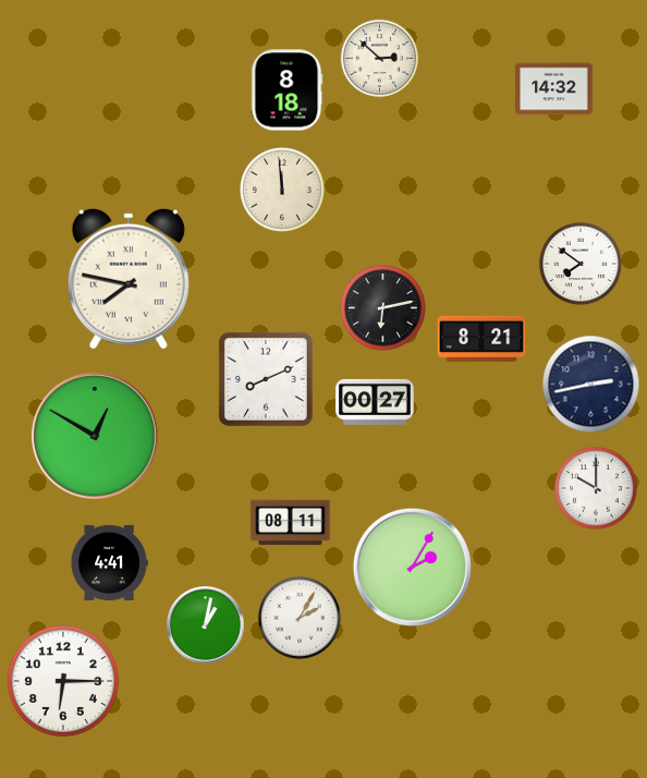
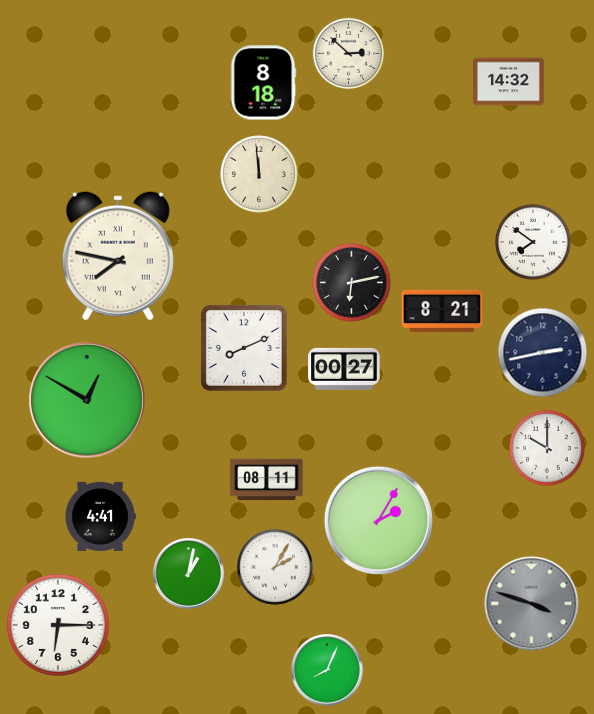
clock at (532, 604): none -> 3:48
clock at (327, 670): none -> 8:04
